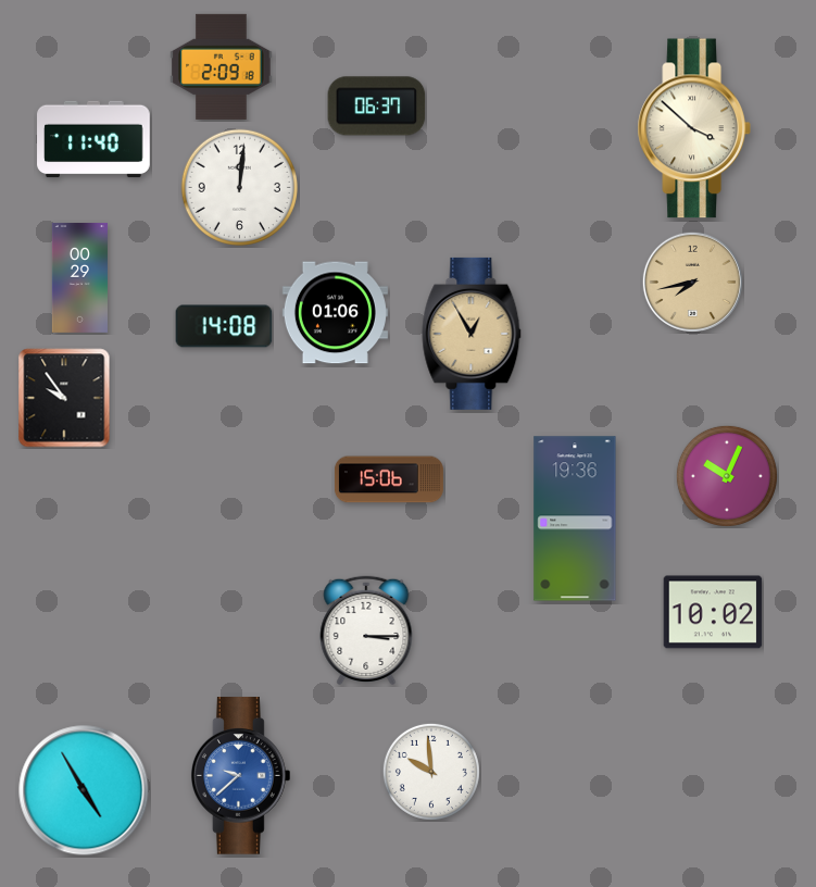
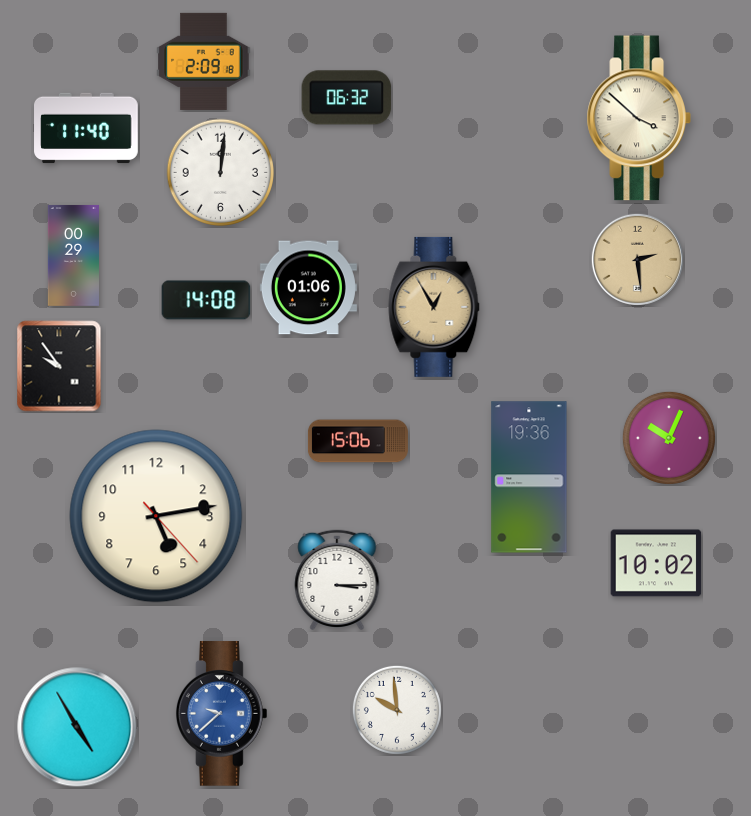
clock at (377, 107): 06:37 -> 06:32
clock at (692, 282): 7:43 -> 2:29
clock at (156, 516): none -> 5:13
